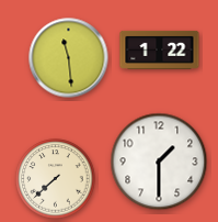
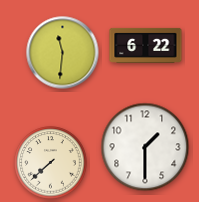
clock at (160, 49): 1:22 -> 6:22
clock at (69, 58): 11:29 -> 11:31
